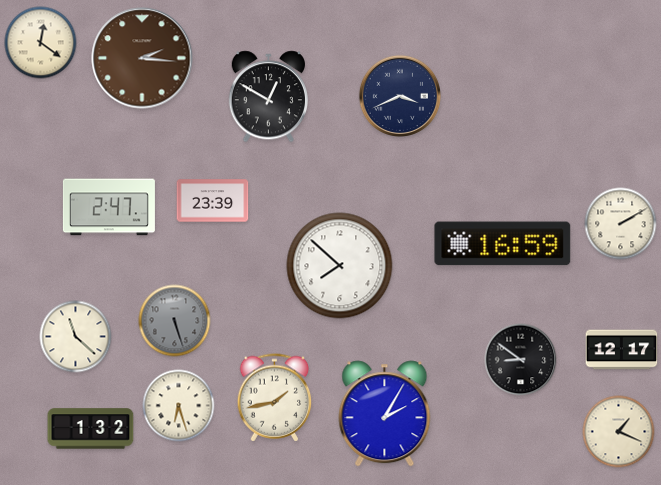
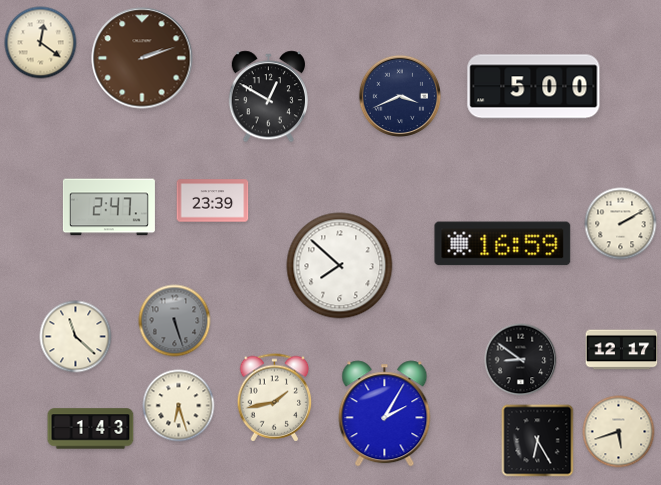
clock at (142, 58): 2:16 -> 2:12
clock at (534, 87): none -> 5:00
clock at (91, 429): 1:32 -> 1:43
clock at (619, 432): 1:19 -> 5:42
clock at (538, 441): none -> 6:25
